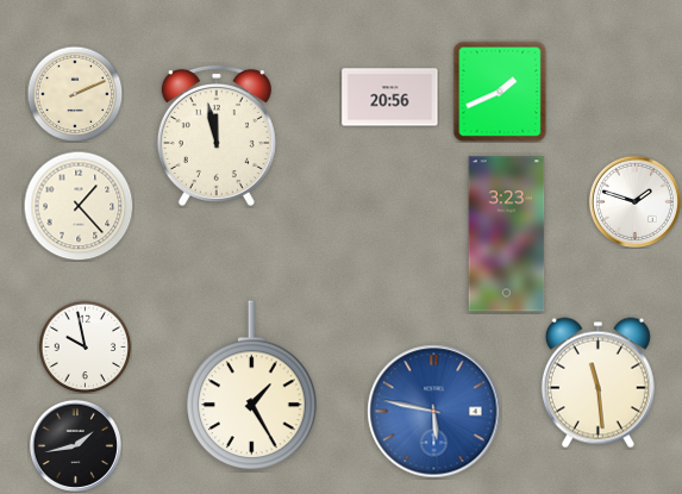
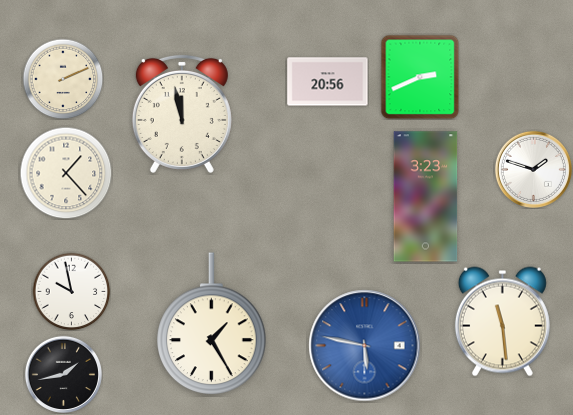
clock at (500, 92): 1:41 -> 2:41
